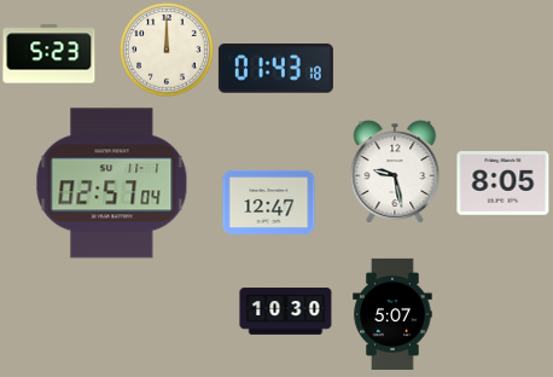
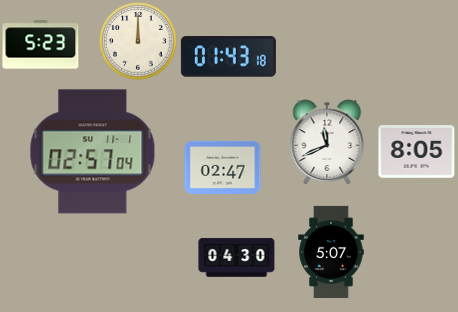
clock at (395, 172): 9:28 -> 11:41
clock at (269, 202): 12:47 -> 02:47
clock at (286, 312): 10:30 -> 04:30
clock at (392, 313) position: (392, 313) -> (331, 251)
